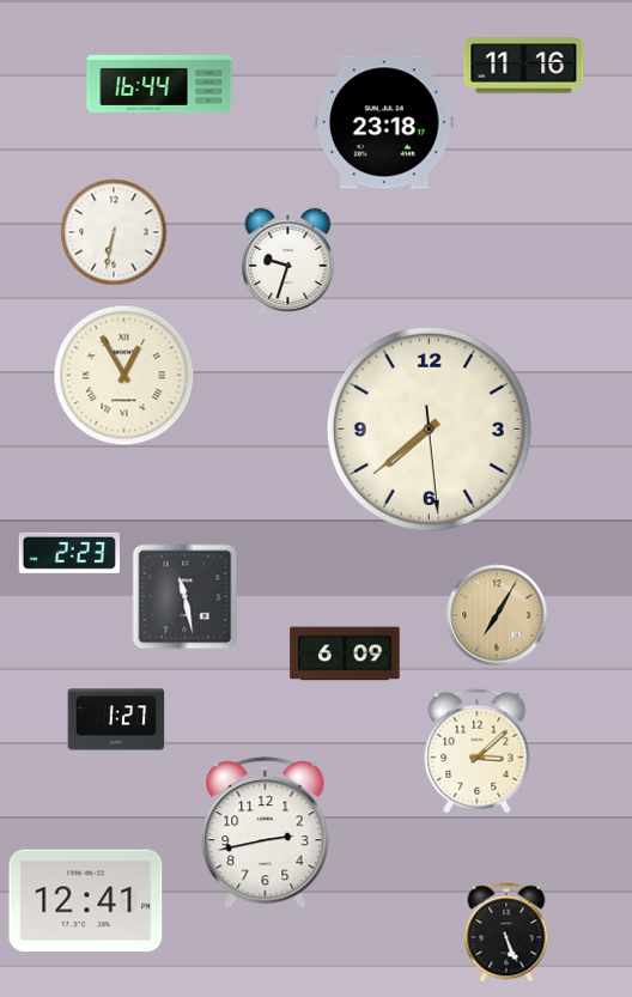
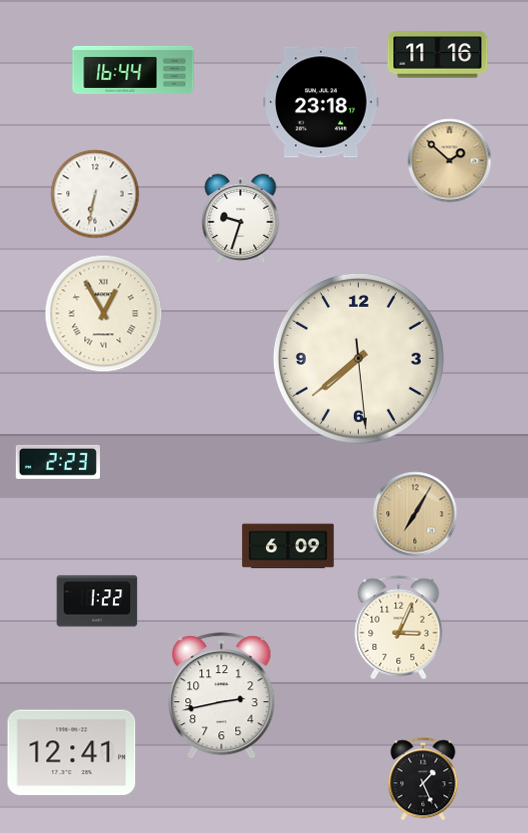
clock at (450, 161): none -> 1:52
clock at (186, 597): 11:28 -> none
clock at (116, 719): 1:27 -> 1:22
clock at (478, 750): 3:08 -> 3:04
clock at (506, 932): 5:26 -> 1:26
